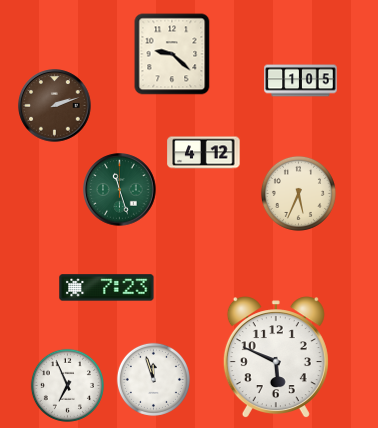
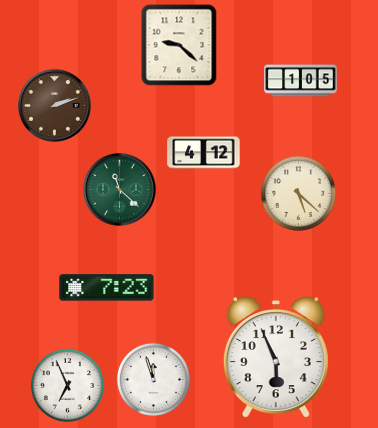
clock at (172, 54) position: (172, 54) -> (179, 45)
clock at (120, 190): 11:27 -> 11:22
clock at (298, 193): 5:34 -> 5:22
clock at (276, 358): 5:49 -> 5:56
